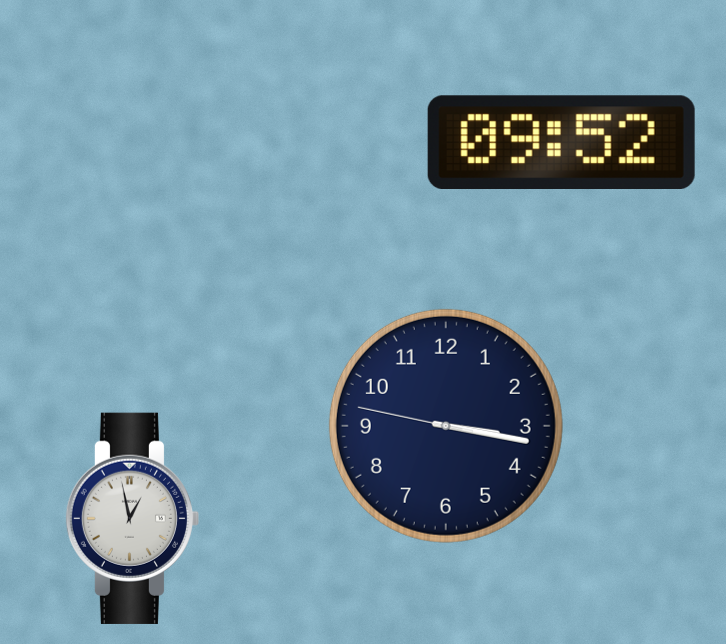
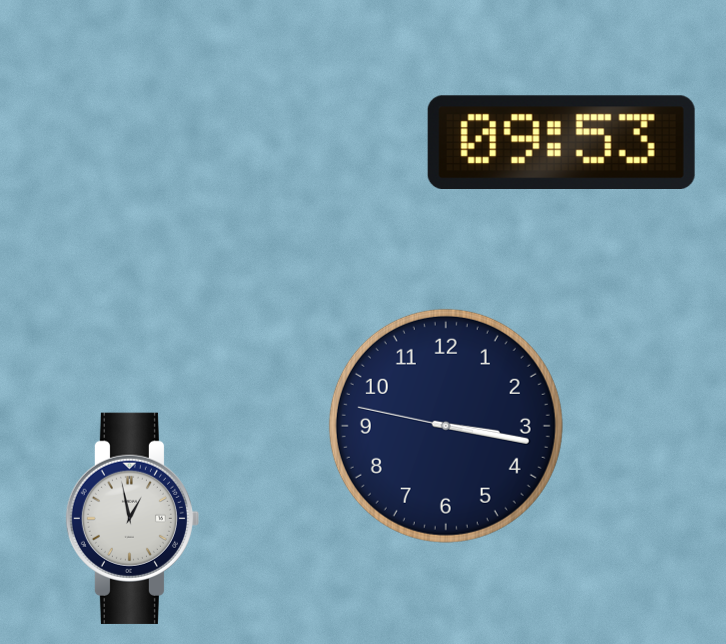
clock at (561, 142): 09:52 -> 09:53
